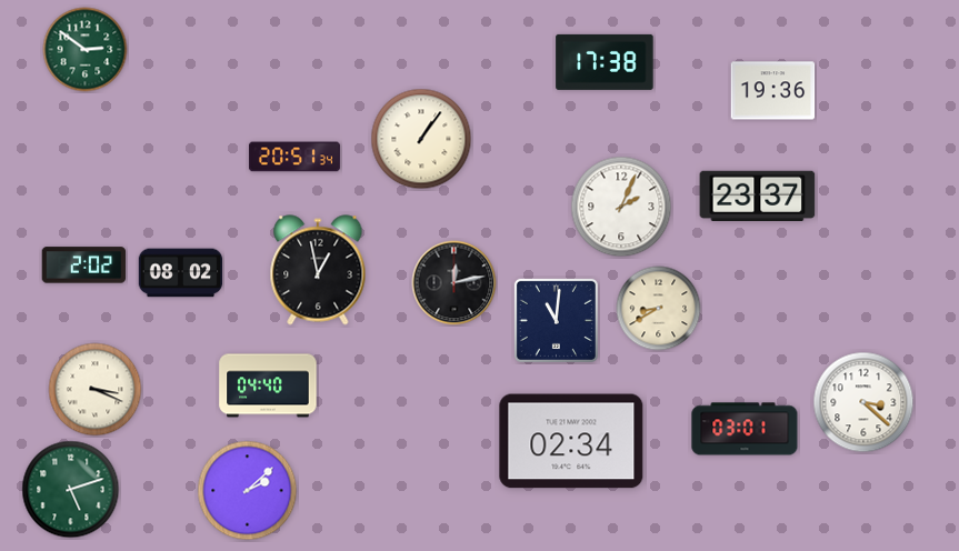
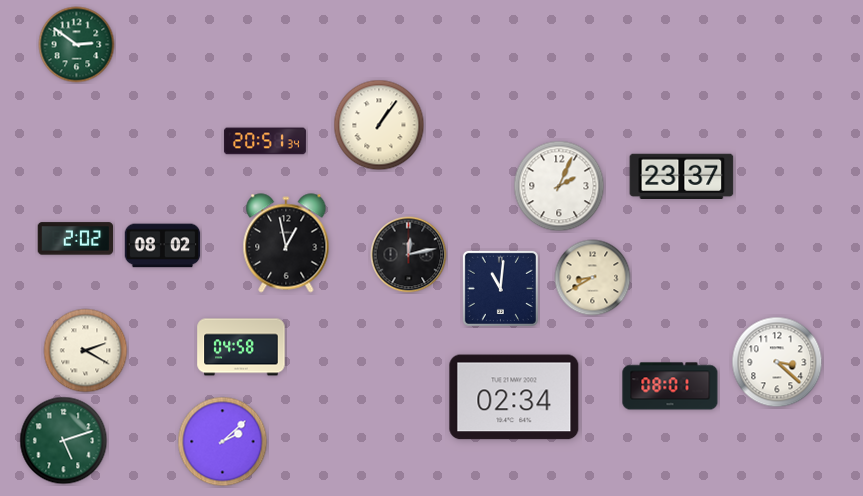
clock at (605, 62): 17:38 -> none
clock at (773, 91): 19:36 -> none
clock at (268, 385): 04:40 -> 04:58
clock at (96, 390): 3:19 -> 2:20
clock at (745, 429): 03:01 -> 08:01
